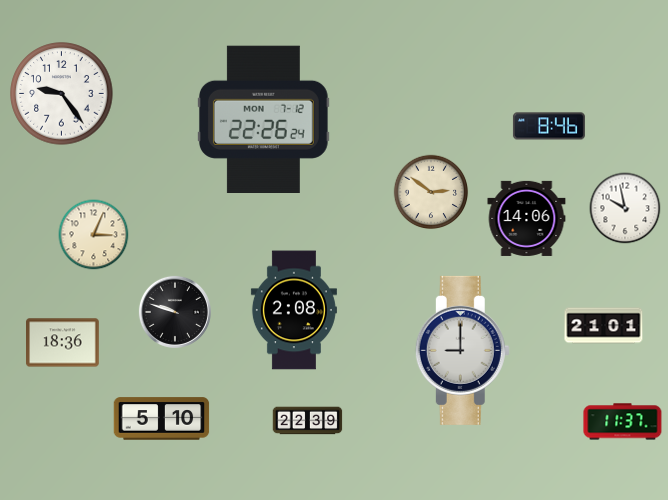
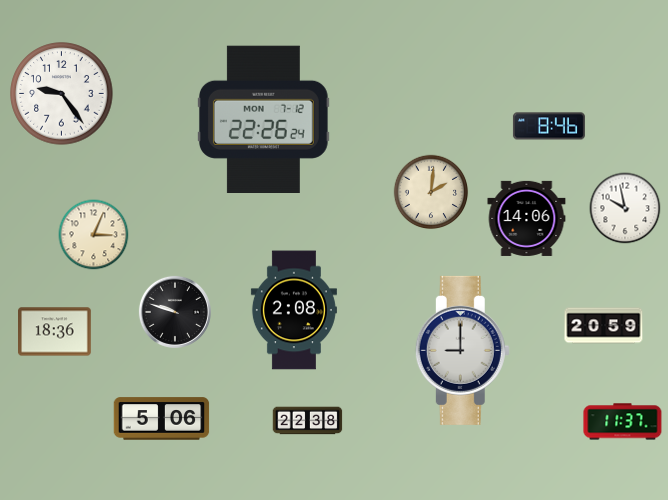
clock at (431, 192): 2:51 -> 2:01
clock at (604, 326): 21:01 -> 20:59
clock at (63, 343) position: (63, 343) -> (55, 332)
clock at (162, 419): 5:10 -> 5:06
clock at (308, 421): 22:39 -> 22:38
